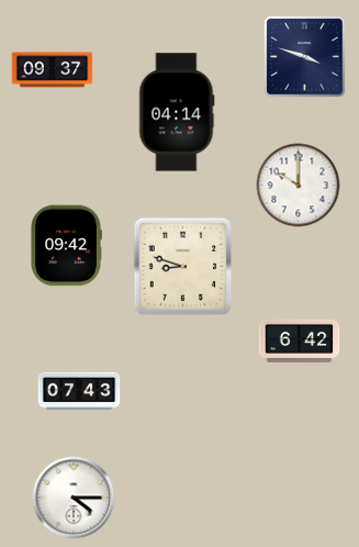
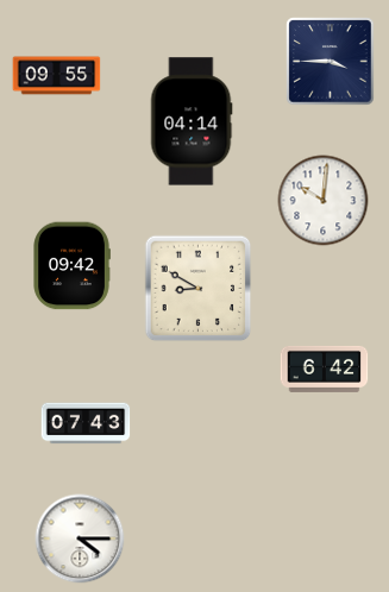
clock at (305, 57): 3:48 -> 3:45
clock at (53, 70): 09:37 -> 09:55
clock at (299, 186): 10:00 -> 10:01
clock at (183, 267): 8:48 -> 8:50
